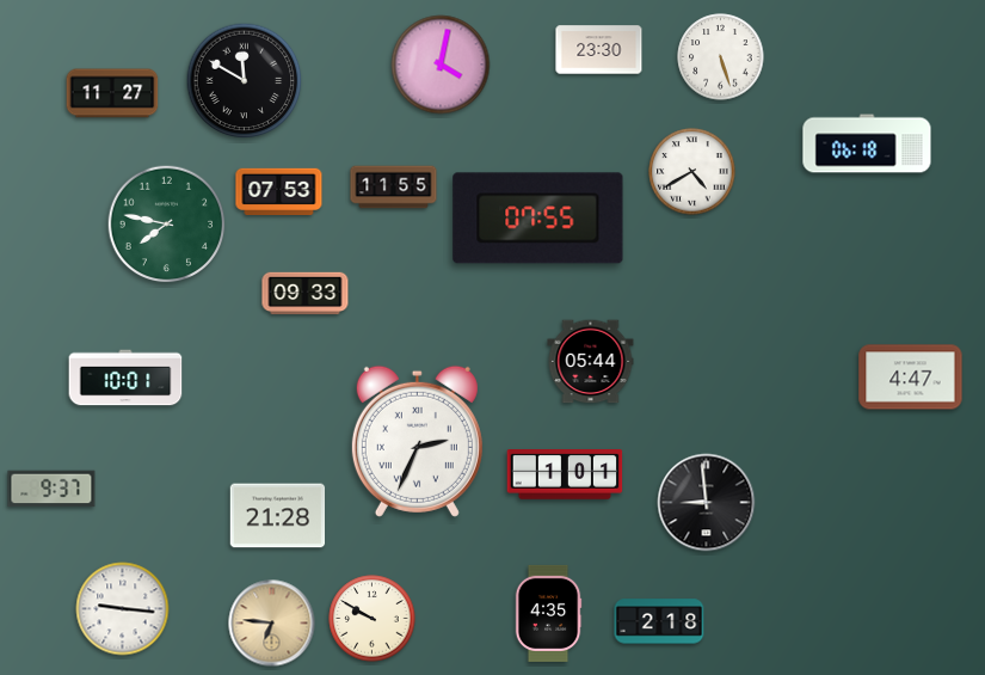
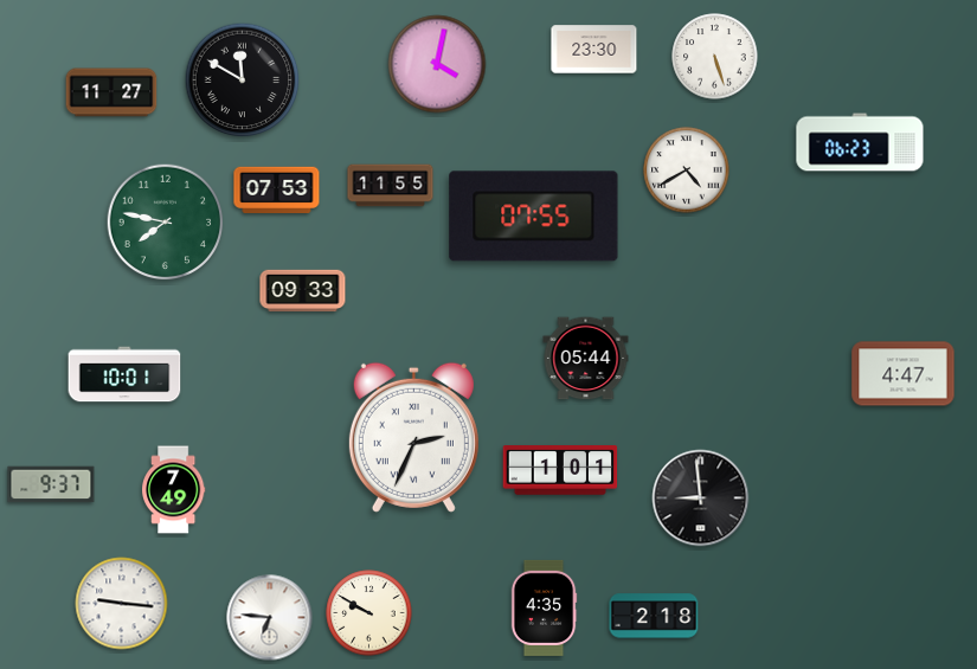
clock at (867, 143): 06:18 -> 06:23
clock at (174, 490): none -> 7:49
clock at (278, 516): 21:28 -> none
clock at (272, 624) dial: champagne -> white
